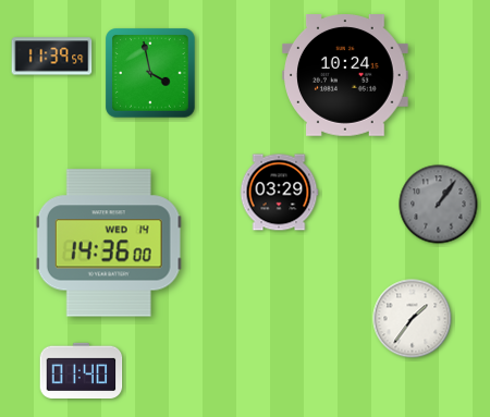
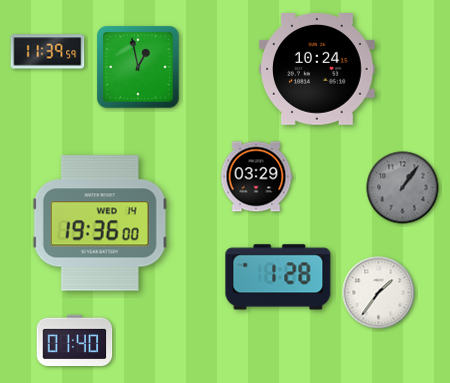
clock at (151, 74): 3:58 -> 12:58
clock at (109, 243): 14:36 -> 19:36
clock at (278, 277): none -> 1:28
